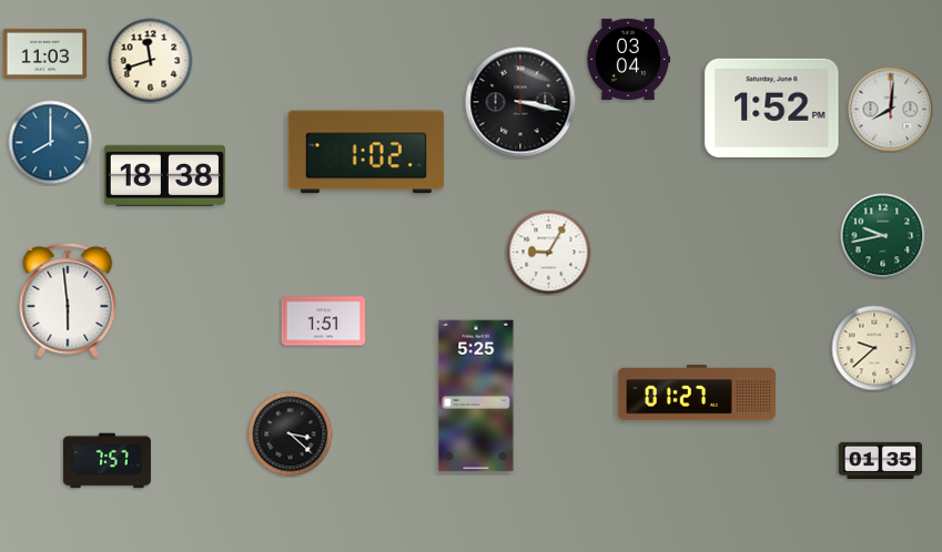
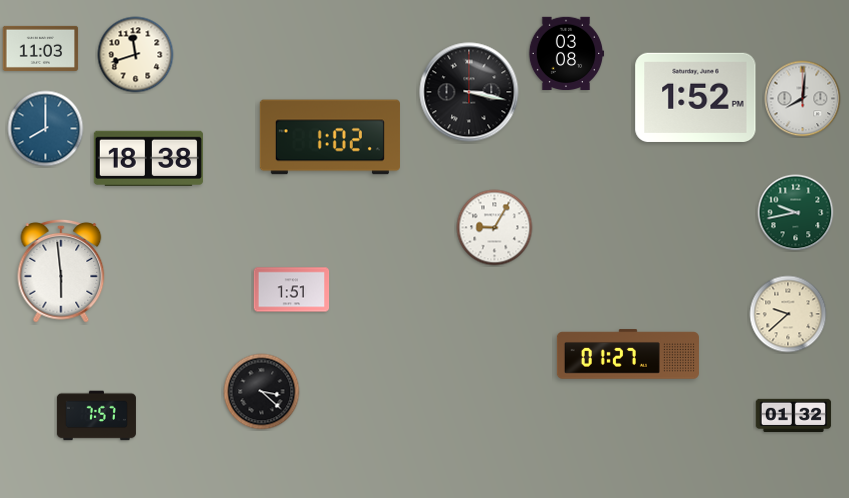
clock at (628, 59): 03:04 -> 03:08
clock at (476, 396): 5:25 -> none
clock at (881, 460): 01:35 -> 01:32
